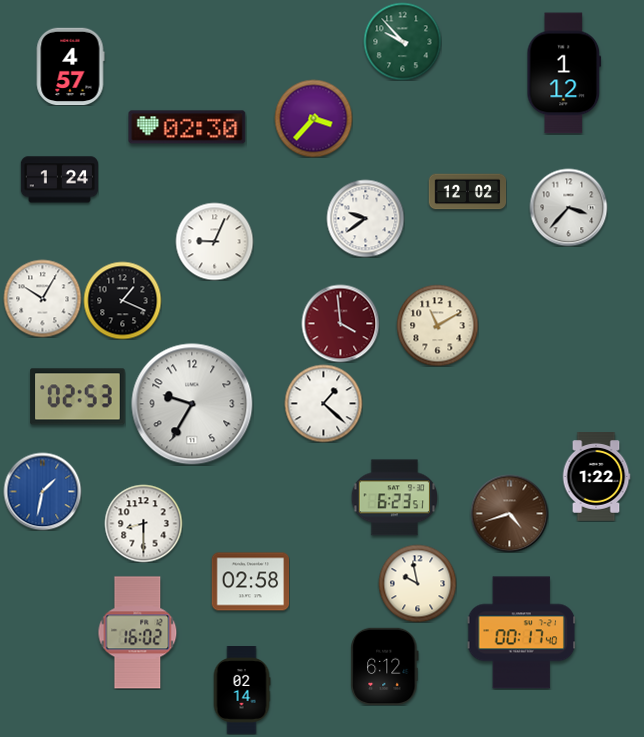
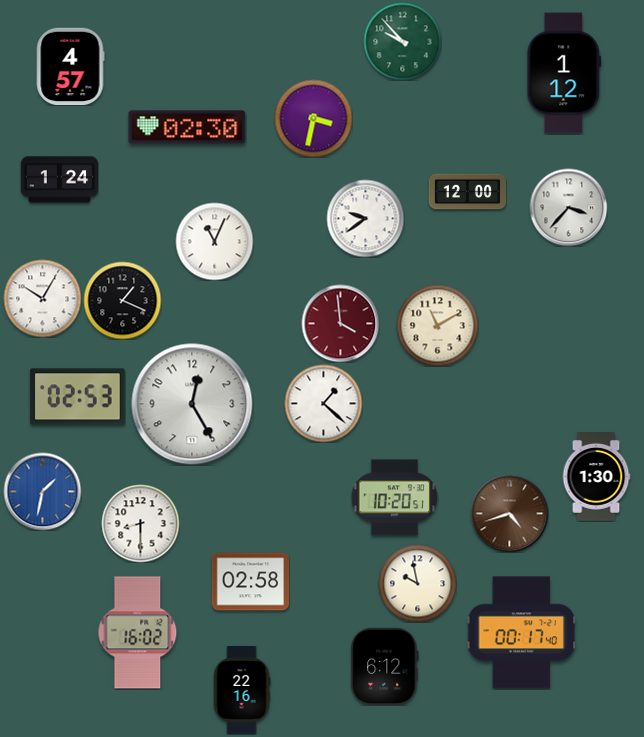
clock at (313, 118): 3:37 -> 3:32
clock at (467, 192): 12:02 -> 12:00
clock at (214, 241): 9:04 -> 11:04
clock at (192, 404): 9:35 -> 12:25
clock at (596, 477): 1:22 -> 1:30
clock at (394, 498): 6:23 -> 10:20
clock at (143, 523) position: (143, 523) -> (140, 523)
clock at (242, 691): 02:14 -> 22:16
